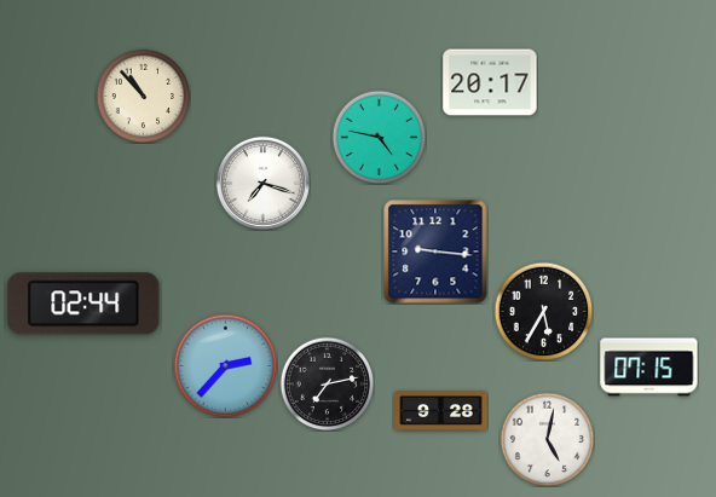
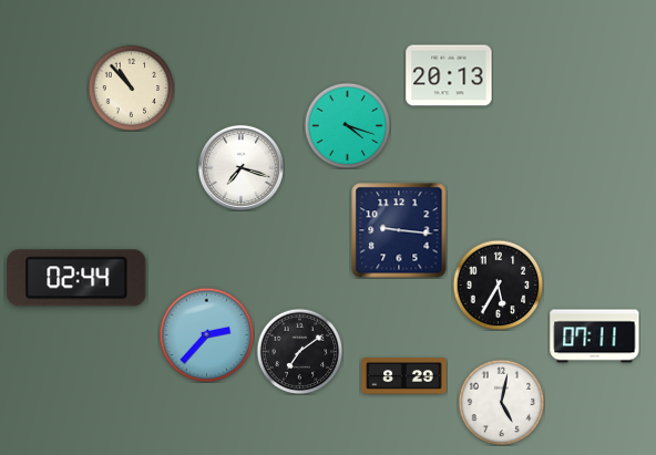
clock at (490, 82): 20:17 -> 20:13
clock at (379, 137): 4:47 -> 4:18
clock at (649, 368): 07:15 -> 07:11
clock at (327, 383): 7:13 -> 7:09
clock at (441, 411): 9:28 -> 8:29
